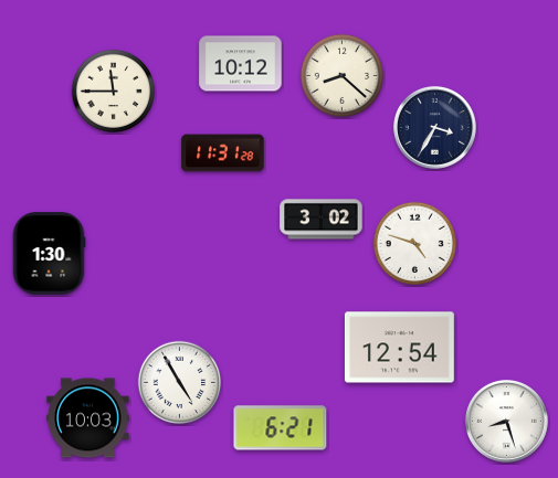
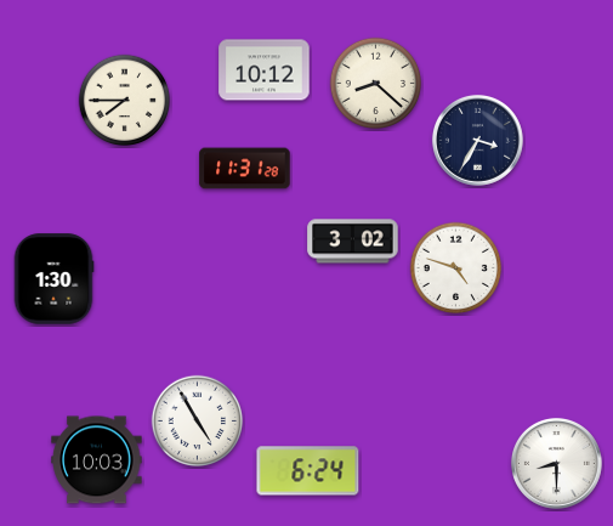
clock at (114, 92): 11:45 -> 7:45
clock at (399, 348): 12:54 -> none
clock at (506, 421): 8:27 -> 8:30
clock at (281, 428): 6:21 -> 6:24
